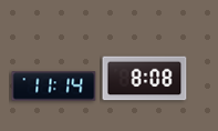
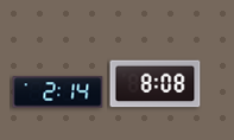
clock at (54, 87): 11:14 -> 2:14
